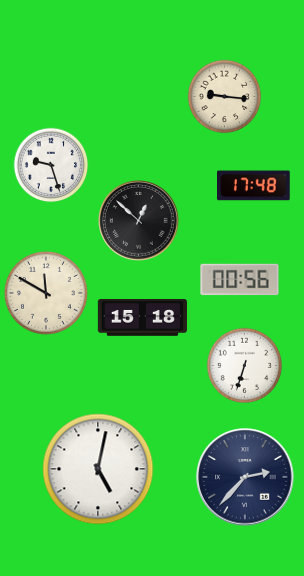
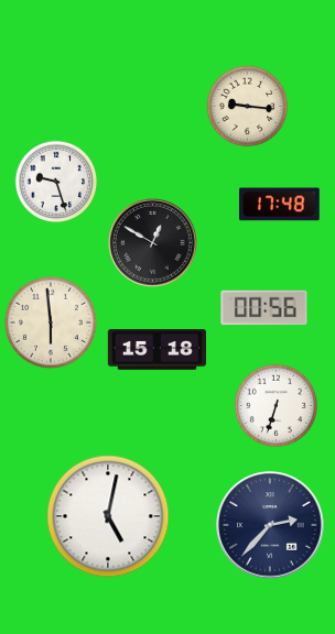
clock at (139, 221): 12:52 -> 12:50
clock at (46, 293): 11:50 -> 5:59
clock at (245, 366) position: (245, 366) -> (277, 406)
